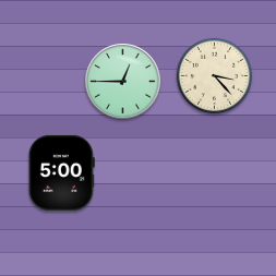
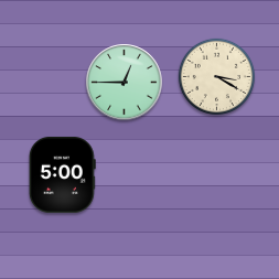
clock at (214, 75): 3:23 -> 3:20
